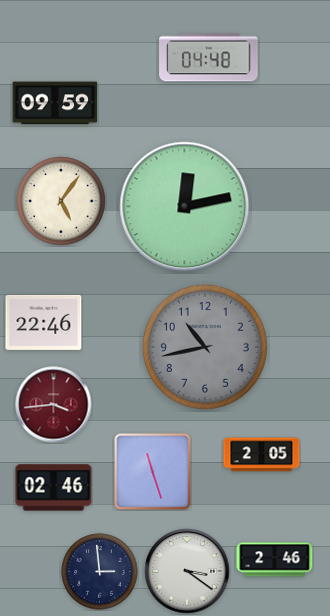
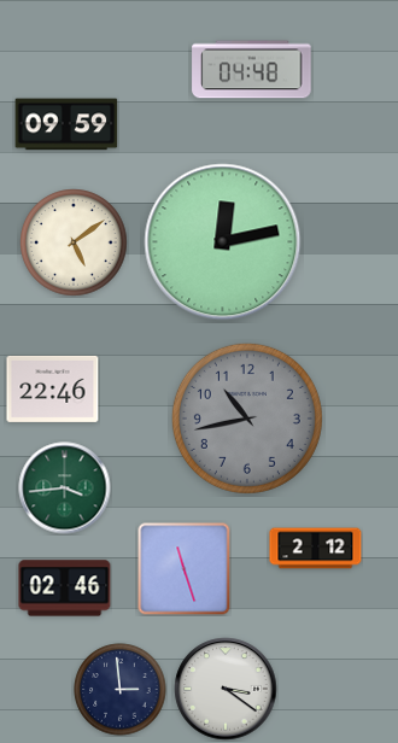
clock at (61, 201): 5:06 -> 5:09
clock at (185, 207) position: (185, 207) -> (223, 242)
clock at (54, 405) dial: burgundy -> green
clock at (262, 455): 2:05 -> 2:12
clock at (275, 560): 2:46 -> none
